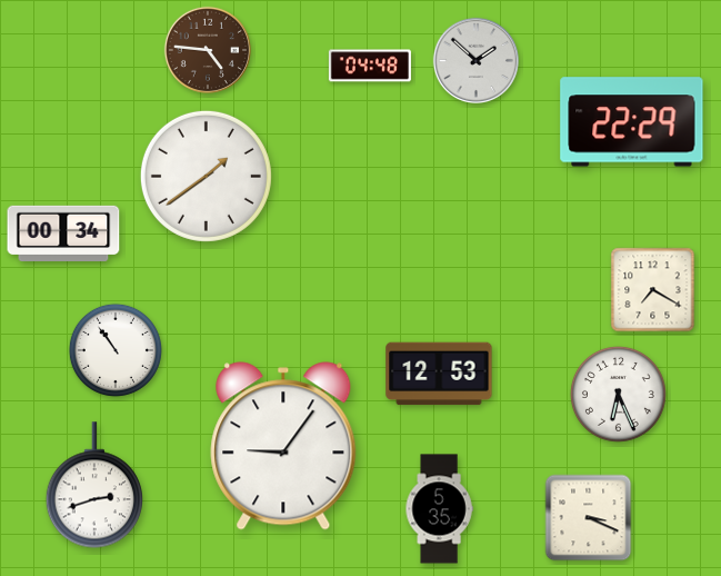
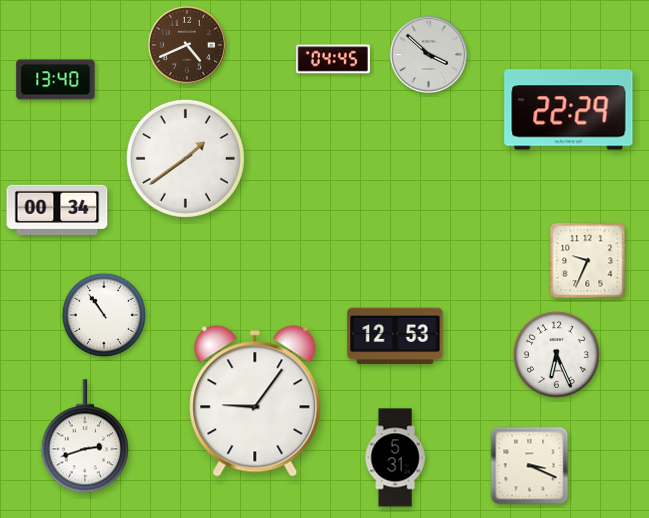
clock at (208, 50): 4:46 -> 4:41
clock at (475, 60): 1:52 -> 3:52
clock at (370, 66): 04:48 -> 04:45
clock at (56, 80): none -> 13:40
clock at (653, 290): 7:20 -> 9:34
clock at (439, 509): 5:35 -> 5:31
